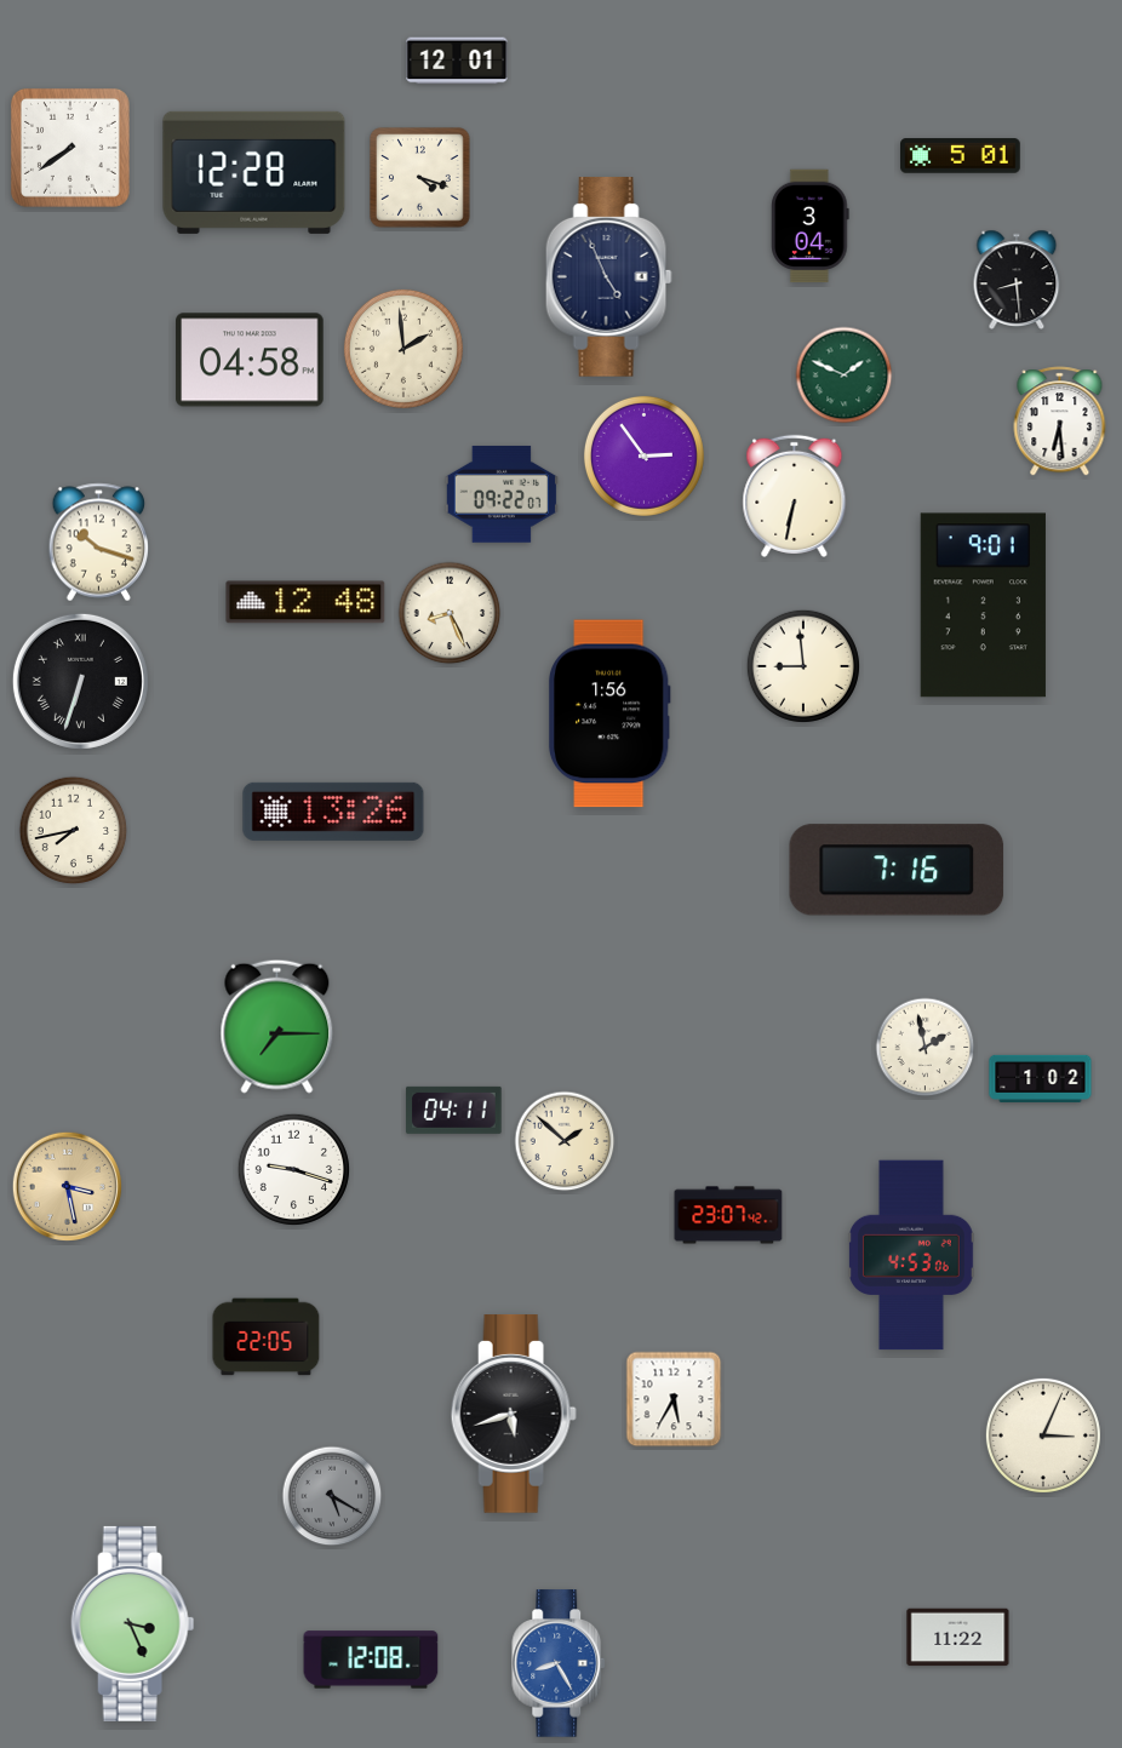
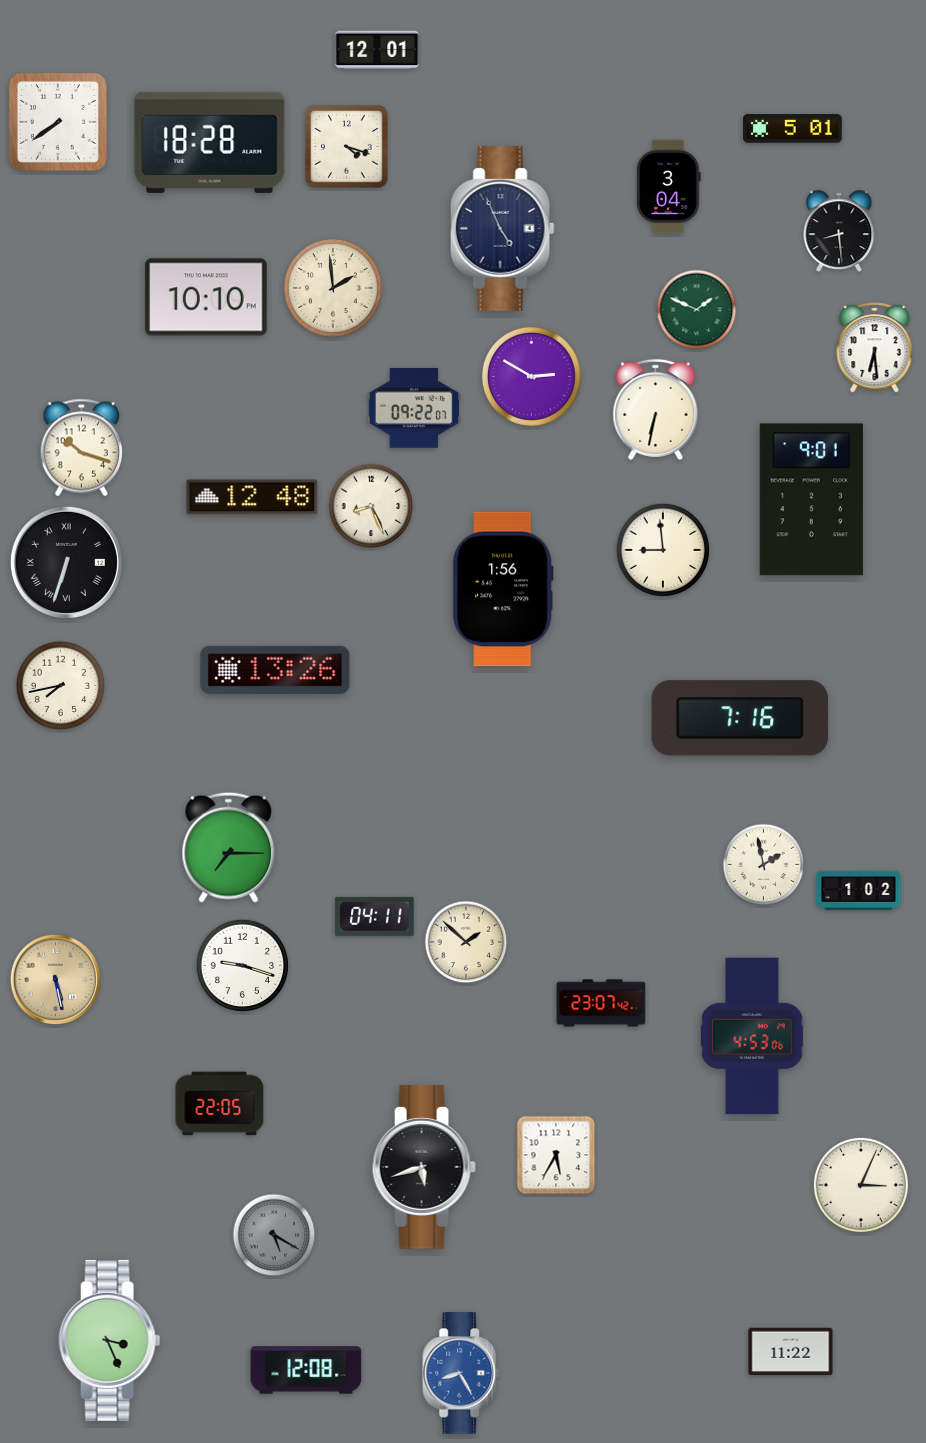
clock at (254, 172): 12:28 -> 18:28
clock at (250, 360): 04:58 -> 10:10
clock at (643, 455): 2:54 -> 2:50
clock at (67, 1186): 3:28 -> 5:28
